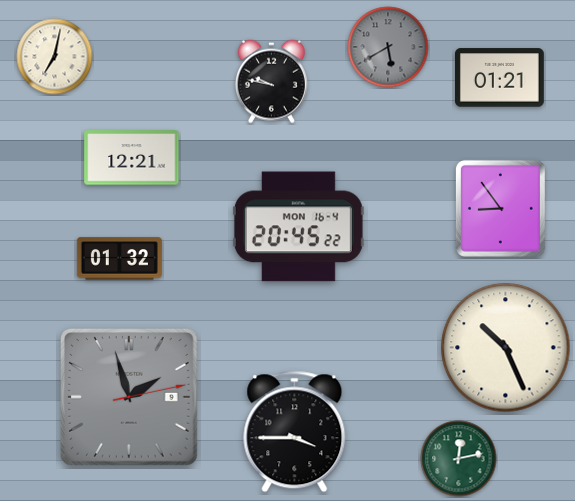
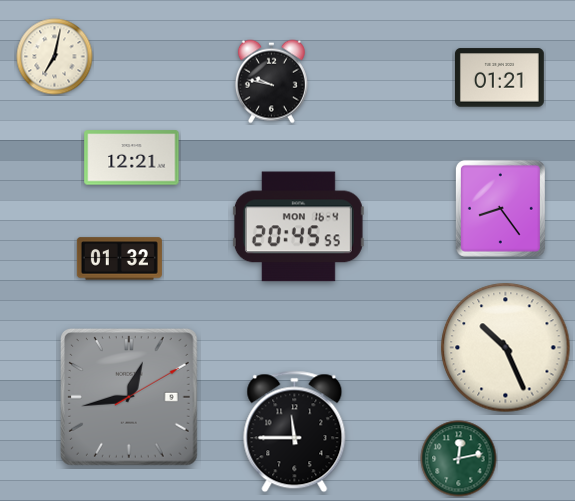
clock at (388, 47): 5:40 -> none
clock at (500, 208): 8:54 -> 8:24
clock at (298, 227): 20:45:22 -> 20:45:55
clock at (130, 398): 1:57 -> 12:43
clock at (295, 432): 3:45 -> 11:45
